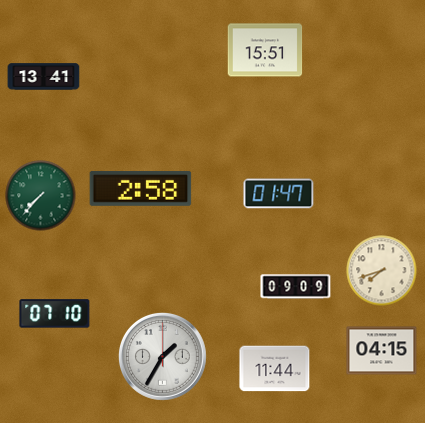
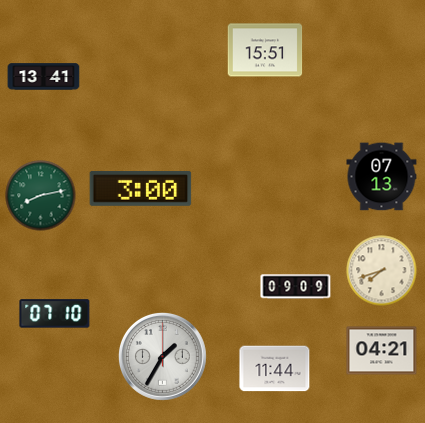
clock at (382, 177): none -> 07:13
clock at (141, 188): 2:58 -> 3:00
clock at (279, 194): 01:47 -> none
clock at (41, 196): 7:37 -> 8:13
clock at (382, 351): 04:15 -> 04:21
